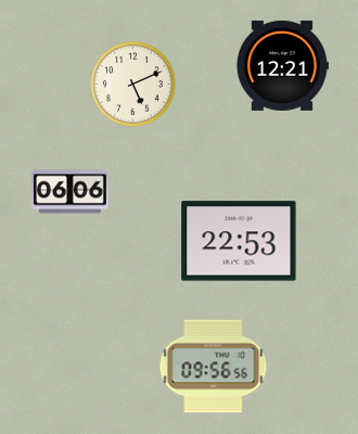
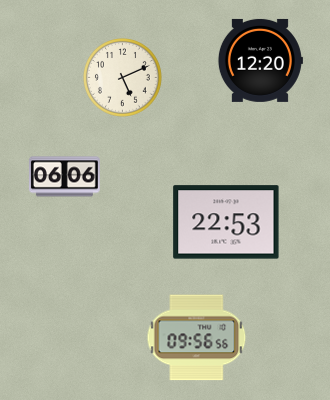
clock at (282, 65): 12:21 -> 12:20
clock at (239, 241) position: (239, 241) -> (226, 222)
